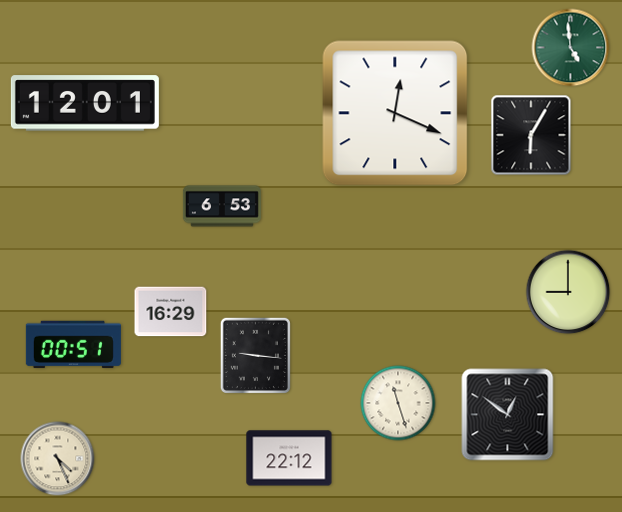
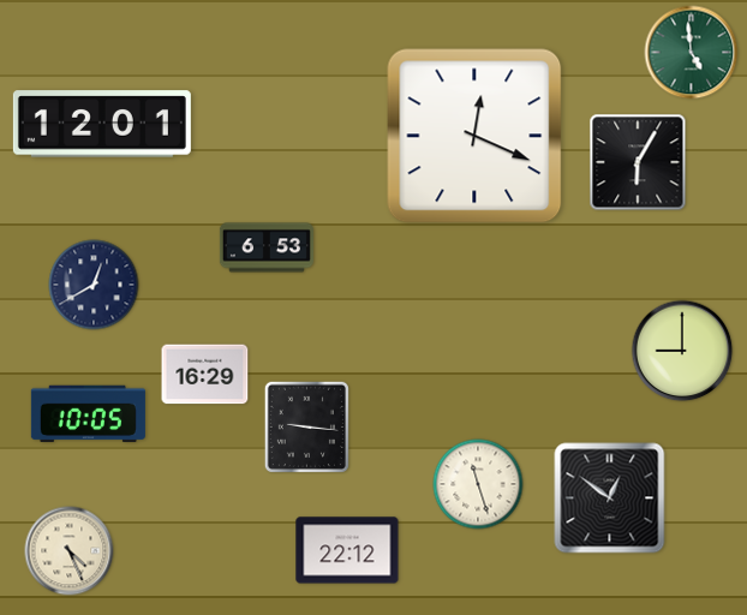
clock at (571, 48) position: (571, 48) -> (692, 53)
clock at (94, 285): none -> 12:40
clock at (73, 345): 00:51 -> 10:05
